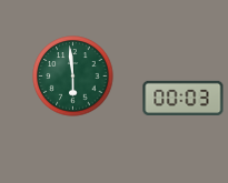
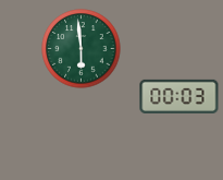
clock at (73, 77) position: (73, 77) -> (82, 49)
